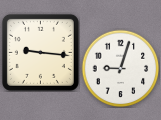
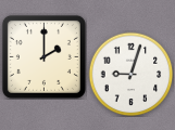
clock at (40, 52): 9:16 -> 2:00
